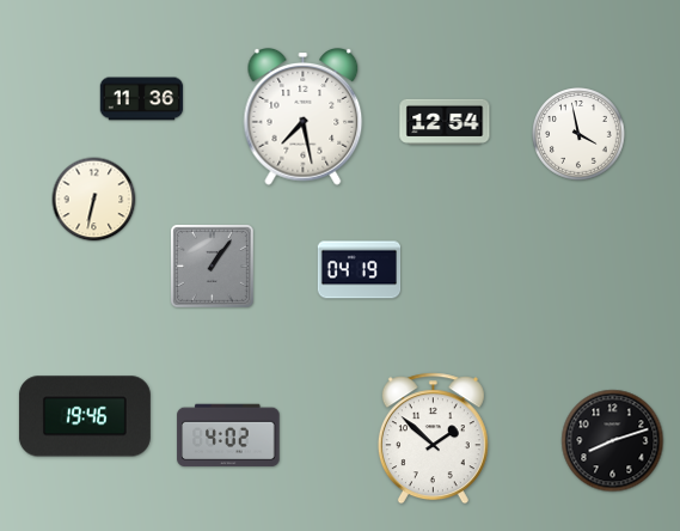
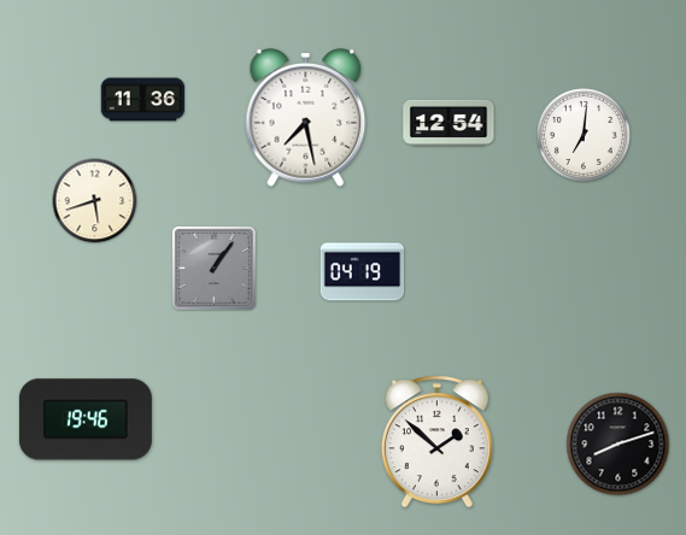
clock at (580, 135): 3:58 -> 7:01
clock at (94, 200): 6:32 -> 5:42
clock at (228, 435): 4:02 -> none
